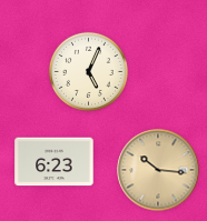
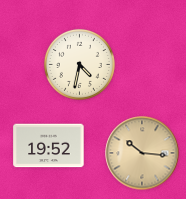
clock at (88, 71): 5:04 -> 4:32
clock at (55, 162): 6:23 -> 19:52
